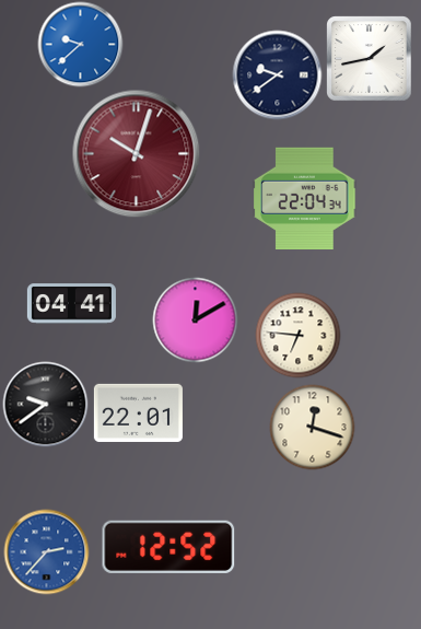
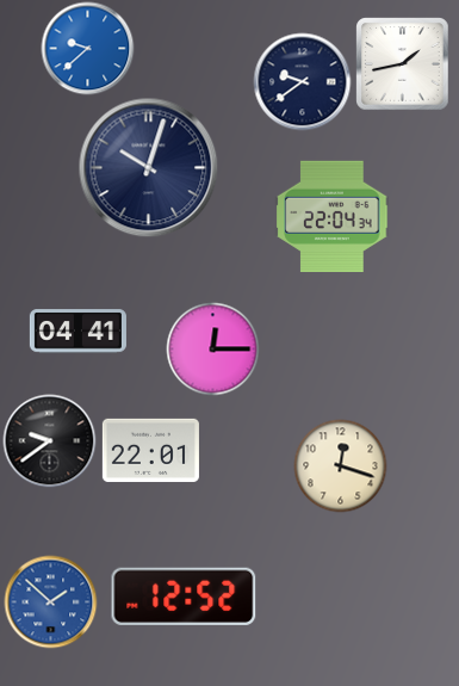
clock at (136, 153) dial: burgundy -> navy
clock at (195, 319): 12:10 -> 12:15
clock at (297, 335): 6:46 -> none
clock at (46, 551): 2:37 -> 1:52
